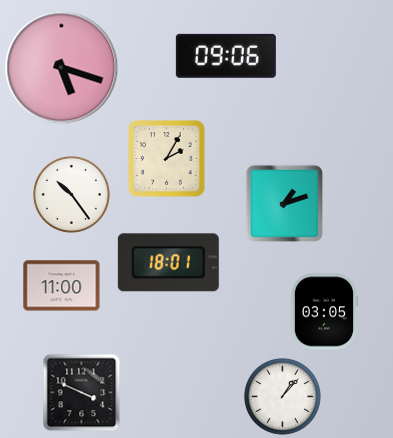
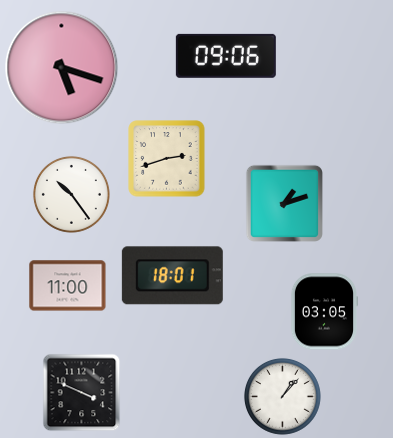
clock at (167, 159): 2:05 -> 2:42
clock at (168, 263) position: (168, 263) -> (172, 276)
clock at (62, 286) position: (62, 286) -> (68, 286)
